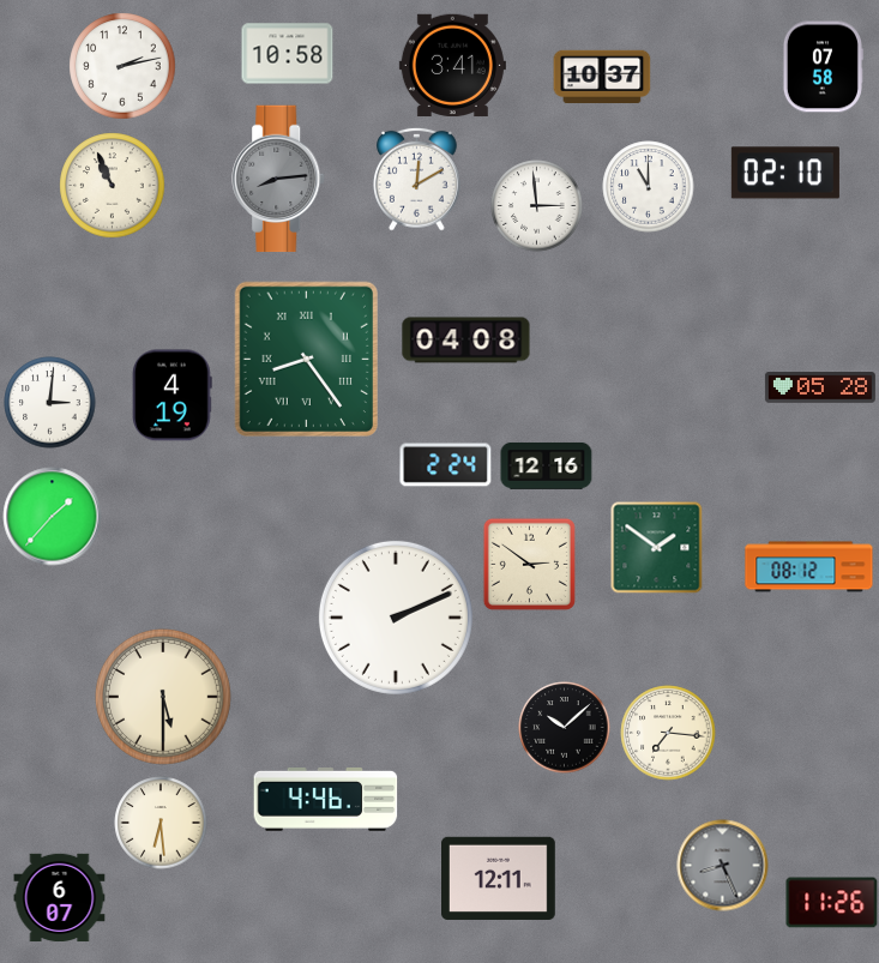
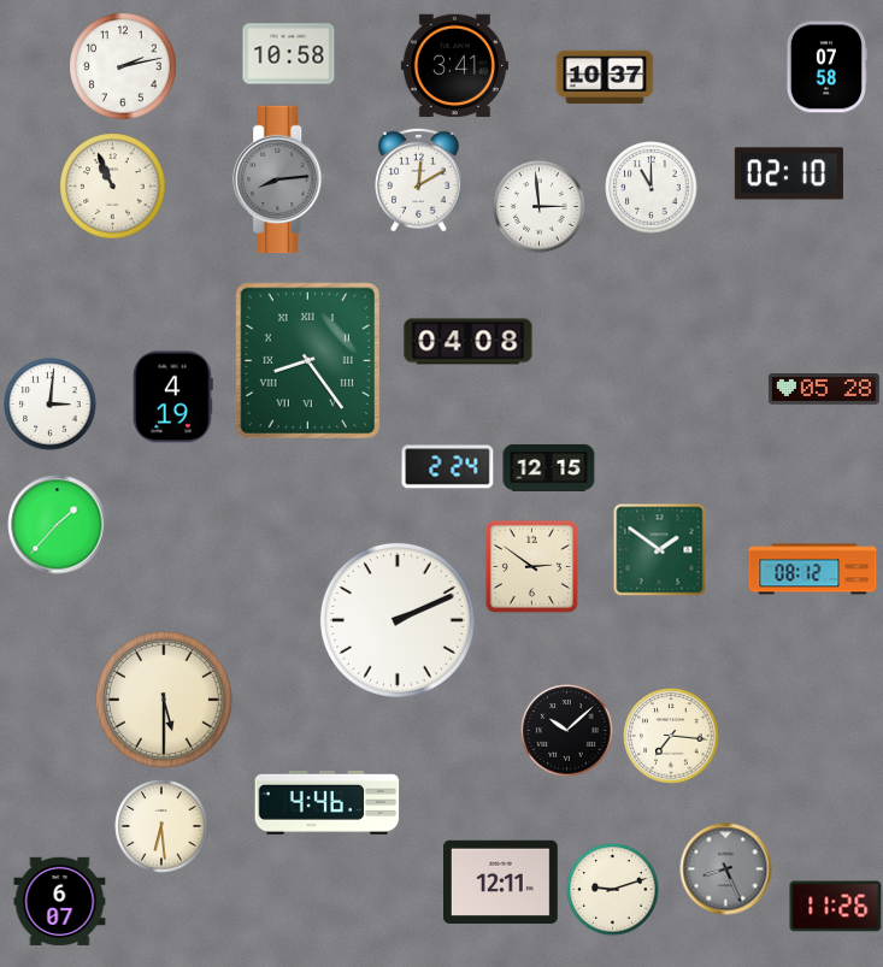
clock at (547, 467): 12:16 -> 12:15
clock at (53, 517) position: (53, 517) -> (58, 525)
clock at (613, 890): none -> 9:12
